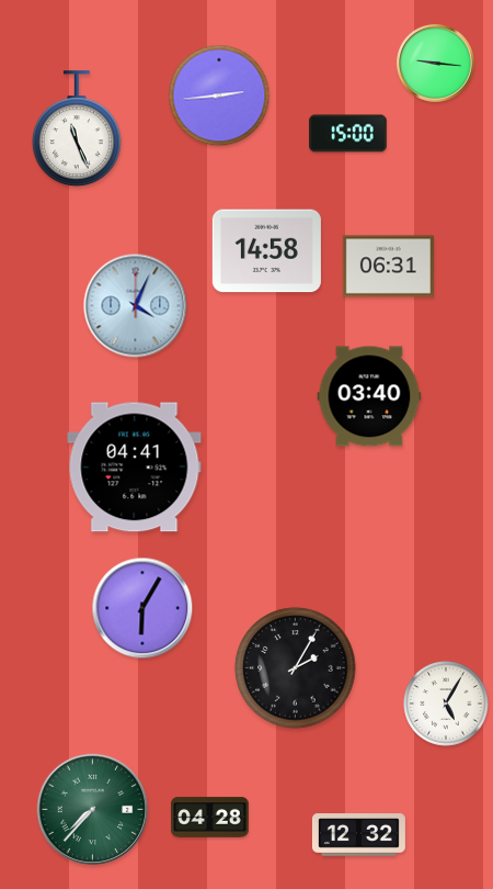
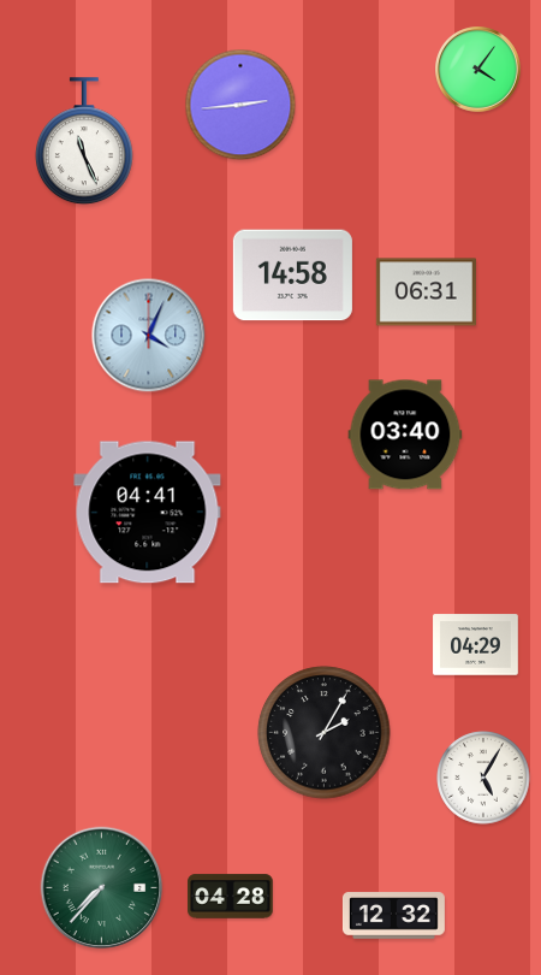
clock at (436, 64): 9:16 -> 4:06
clock at (348, 134): 15:00 -> none
clock at (476, 645): none -> 04:29
clock at (142, 608): 6:05 -> none
clock at (446, 704) position: (446, 704) -> (483, 778)
